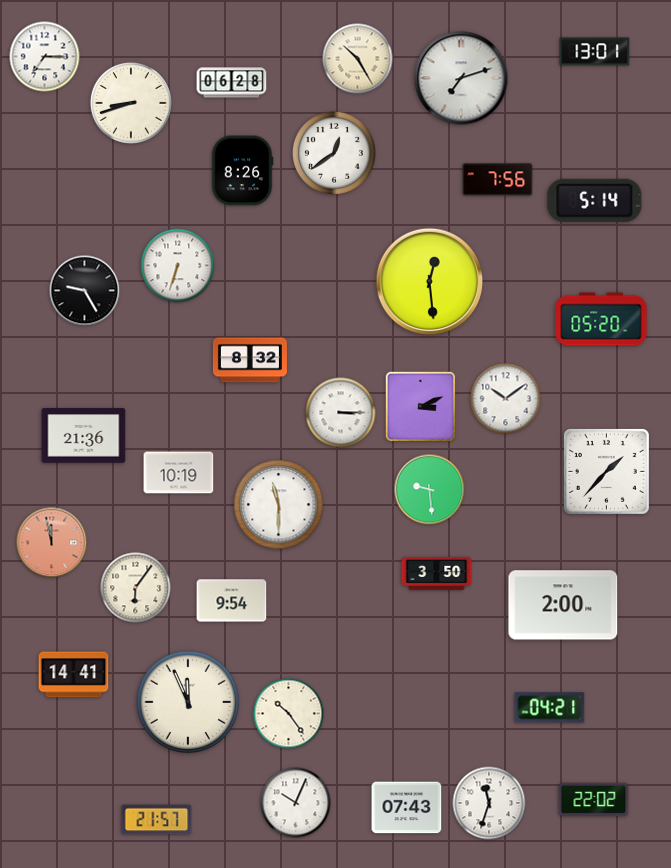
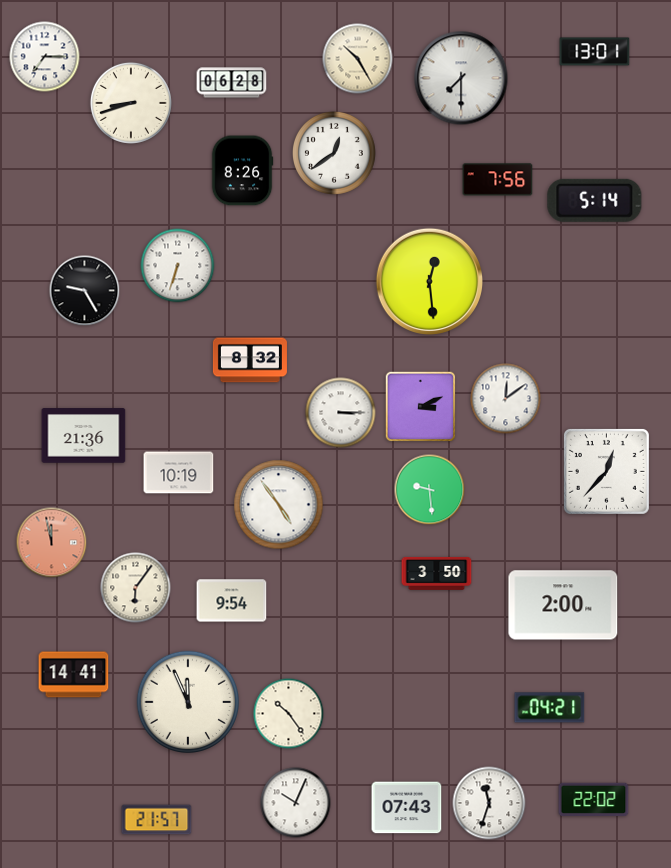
clock at (461, 78): 7:12 -> 7:30
clock at (601, 319): 05:20 -> none
clock at (506, 399): 10:09 -> 12:09
clock at (606, 471): 1:37 -> 12:37
clock at (279, 505): 11:30 -> 4:54
